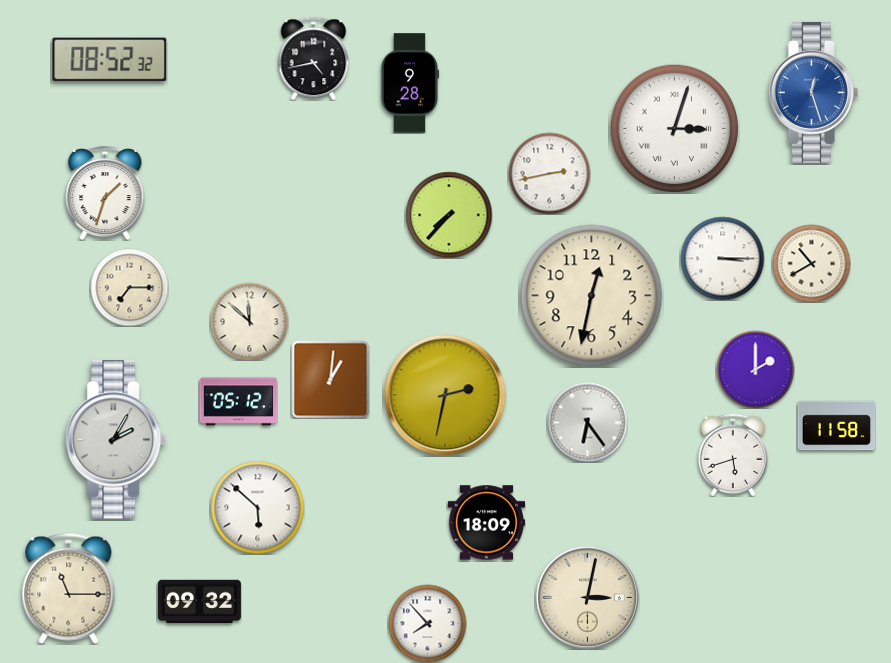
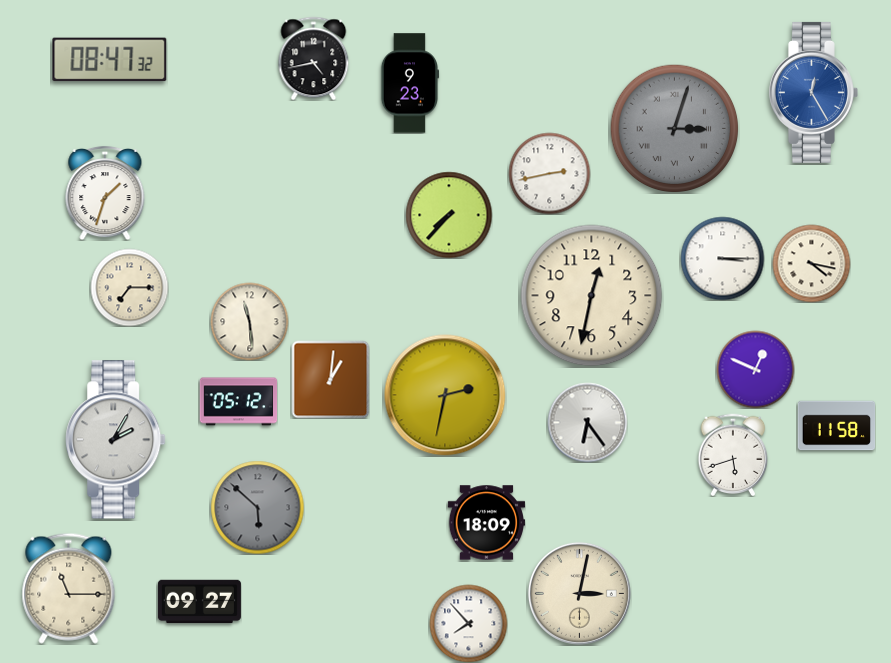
clock at (110, 60): 08:52 -> 08:47
clock at (410, 83): 9:28 -> 9:23
clock at (813, 92): 12:27 -> 12:25
clock at (674, 128) dial: white -> grey
clock at (811, 263): 10:40 -> 4:17
clock at (249, 321): 11:52 -> 11:29
clock at (755, 369): 2:00 -> 12:49
clock at (257, 507) dial: white -> grey
clock at (587, 597) position: (587, 597) -> (579, 593)
clock at (199, 602): 09:32 -> 09:27
clock at (427, 623) position: (427, 623) -> (468, 623)
